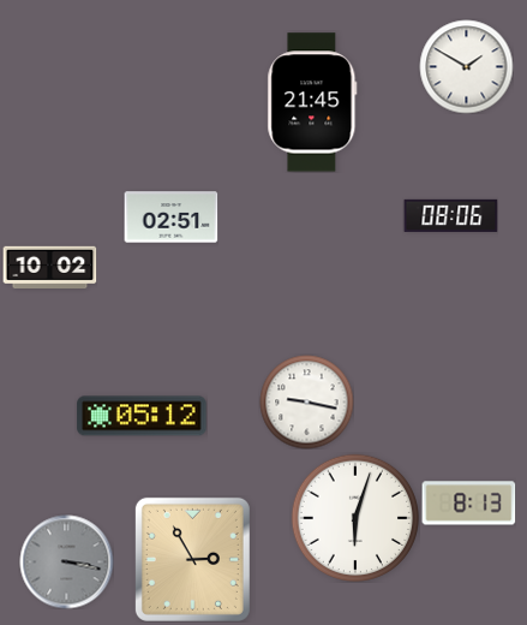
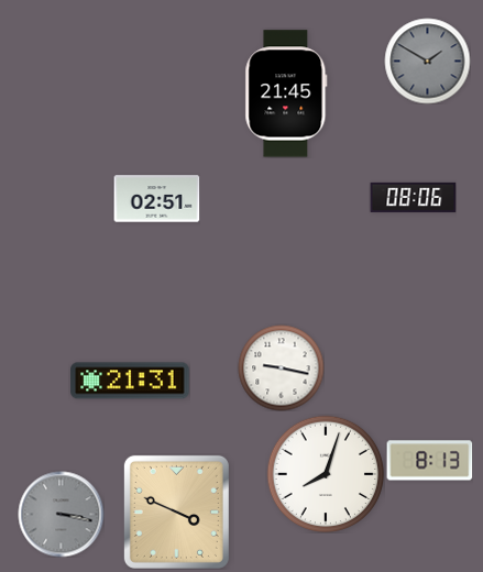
clock at (466, 66) dial: white -> grey
clock at (49, 268): 10:02 -> none
clock at (142, 416): 05:12 -> 21:31
clock at (355, 518): 6:03 -> 8:03
clock at (192, 559): 2:55 -> 3:49
